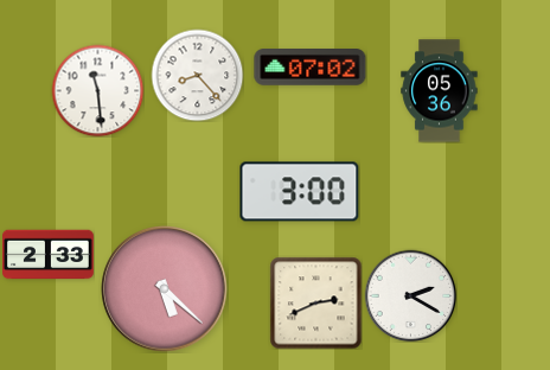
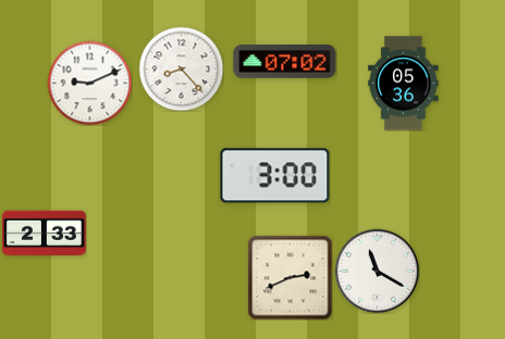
clock at (97, 90): 11:29 -> 9:11
clock at (165, 289): 5:22 -> none
clock at (410, 295): 2:20 -> 11:20
